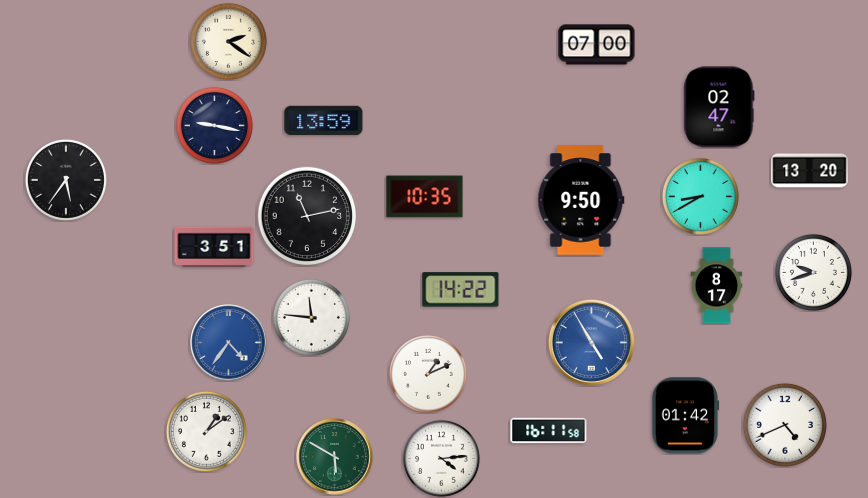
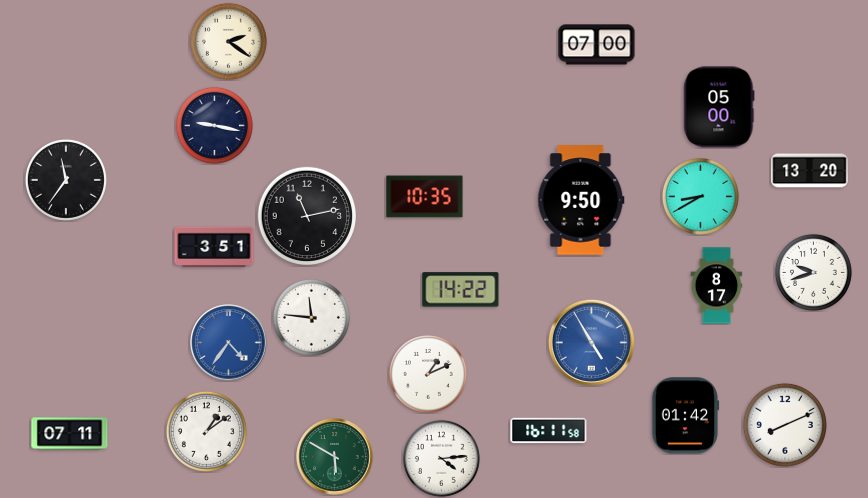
clock at (719, 107): 02:47 -> 05:00
clock at (324, 121): 13:59 -> none
clock at (66, 180): 5:36 -> 11:36
clock at (785, 425): 4:41 -> 8:11
clock at (70, 434): none -> 07:11
